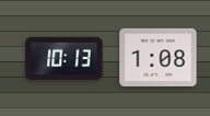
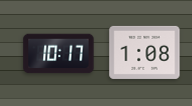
clock at (65, 59): 10:13 -> 10:17
